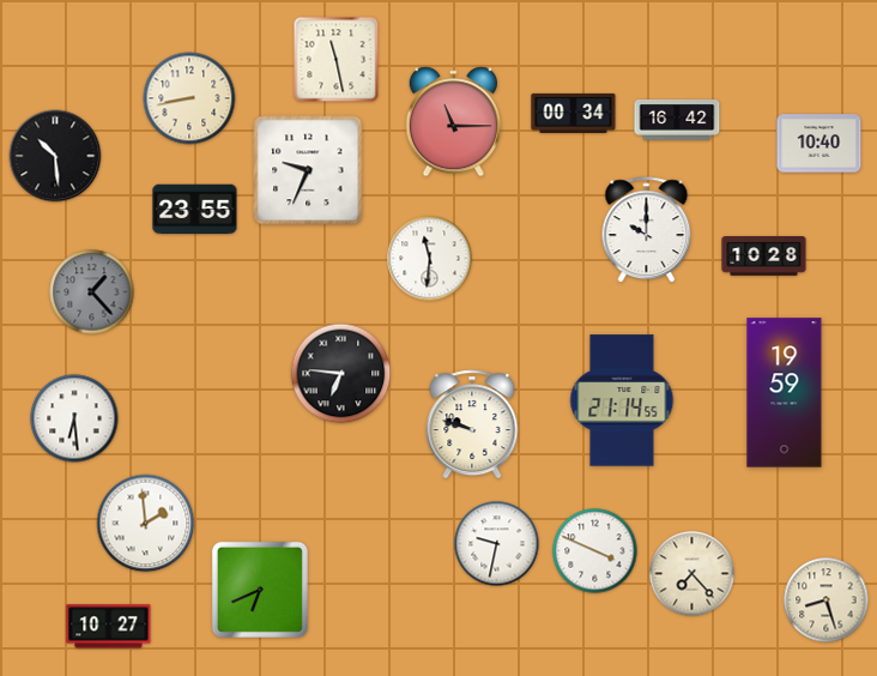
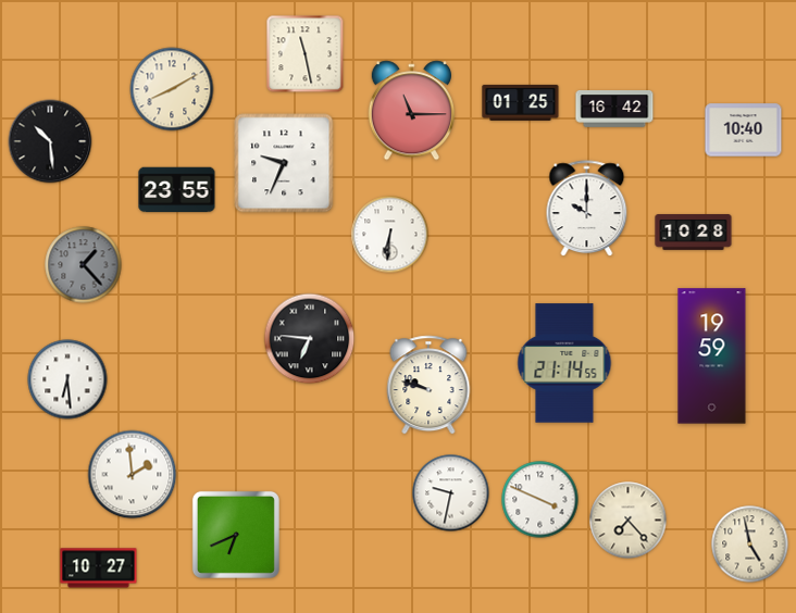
clock at (189, 98): 8:43 -> 8:10
clock at (574, 113): 00:34 -> 01:25
clock at (308, 170) position: (308, 170) -> (284, 163)
clock at (430, 259): 11:31 -> 6:31
clock at (827, 600): 8:27 -> 4:58
